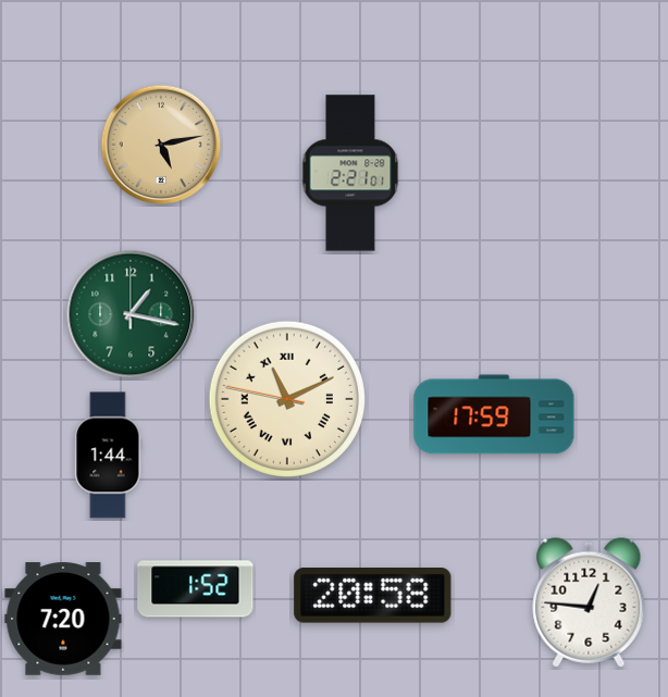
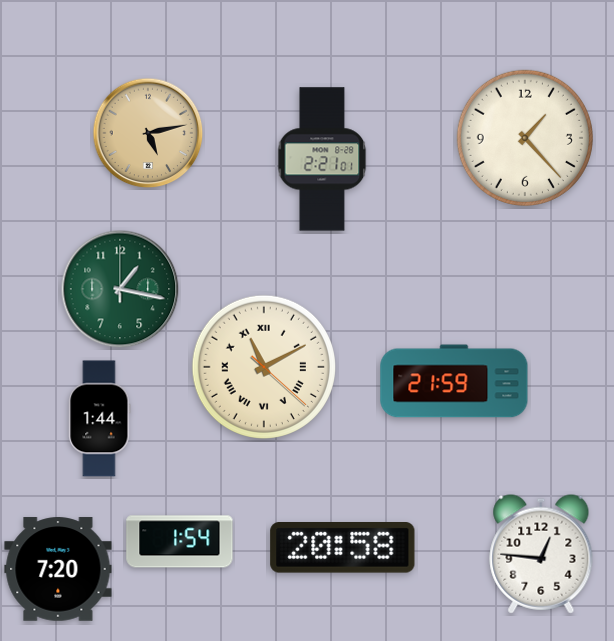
clock at (525, 138): none -> 1:23
clock at (286, 398): 11:10:47 -> 11:10:22
clock at (494, 414): 17:59 -> 21:59
clock at (196, 589): 1:52 -> 1:54
